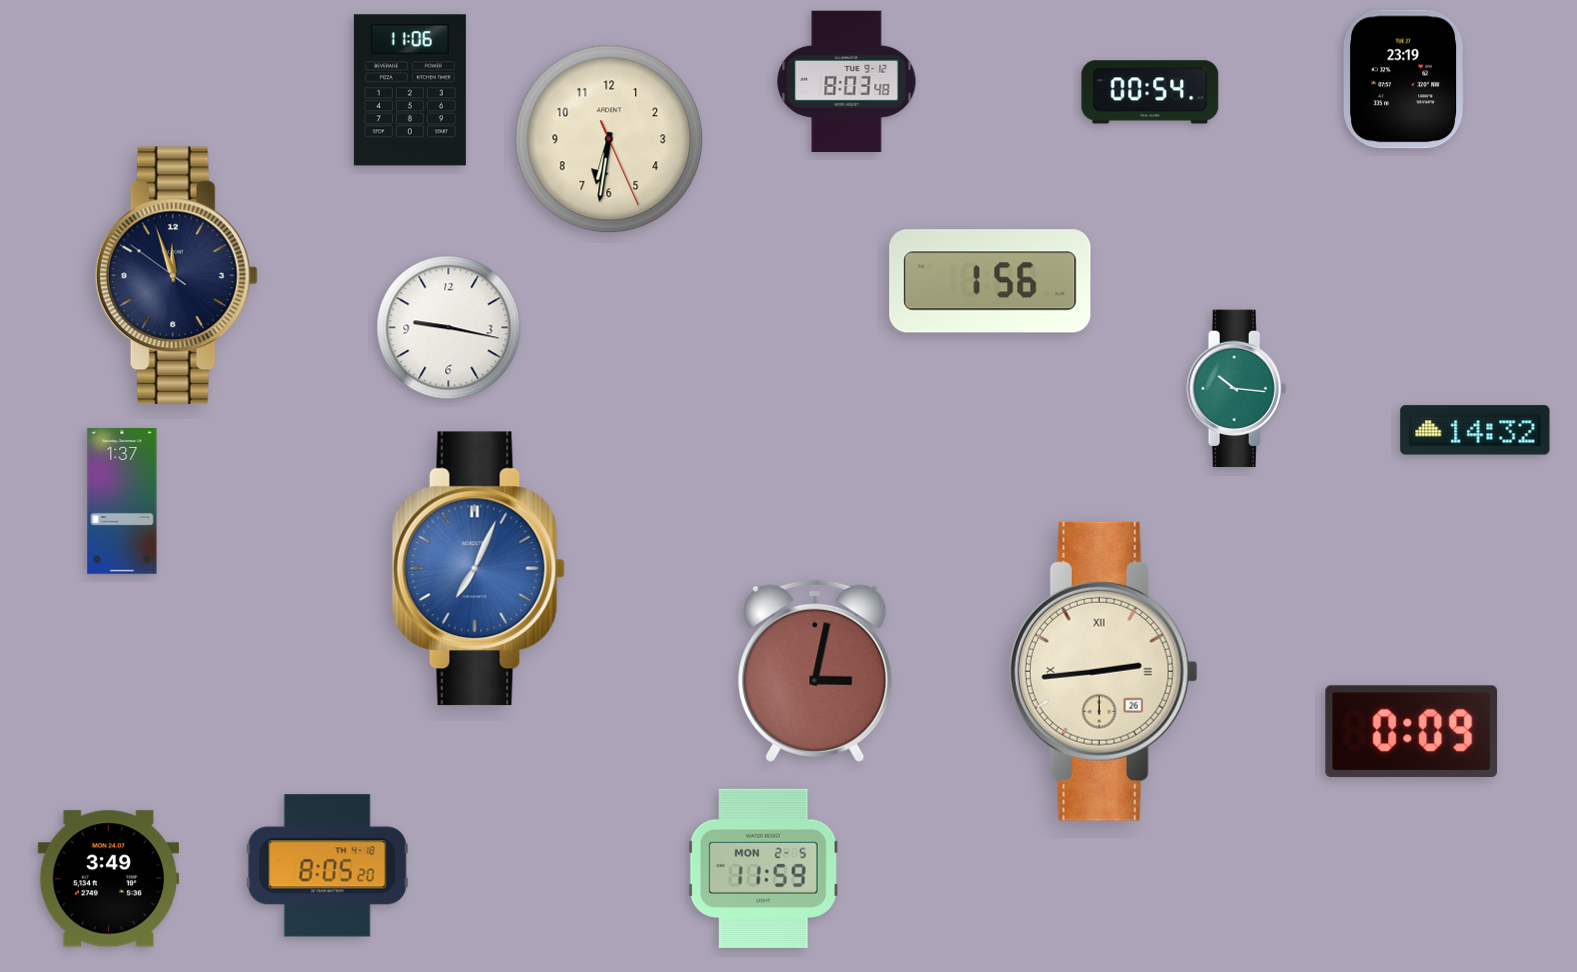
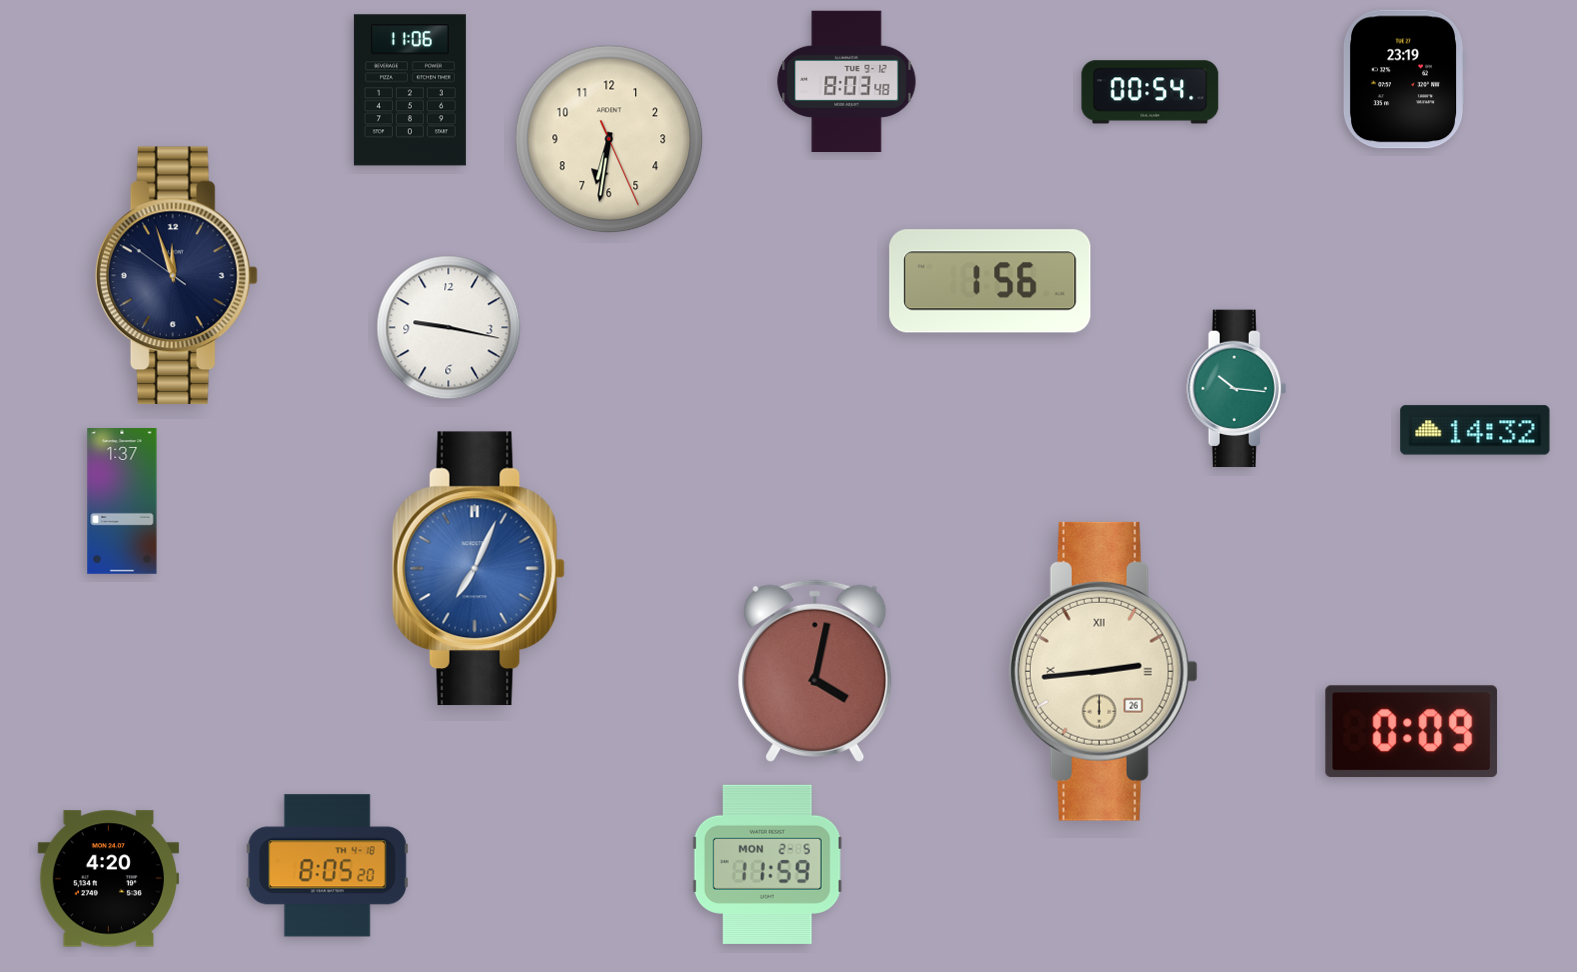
clock at (815, 671): 3:02 -> 4:02
clock at (763, 868) position: (763, 868) -> (767, 864)
clock at (108, 879): 3:49 -> 4:20
